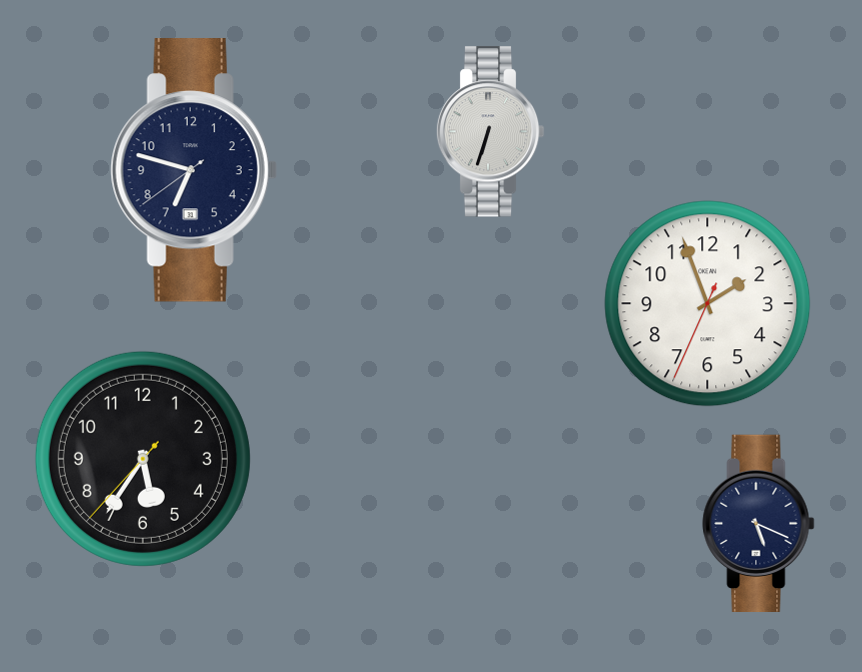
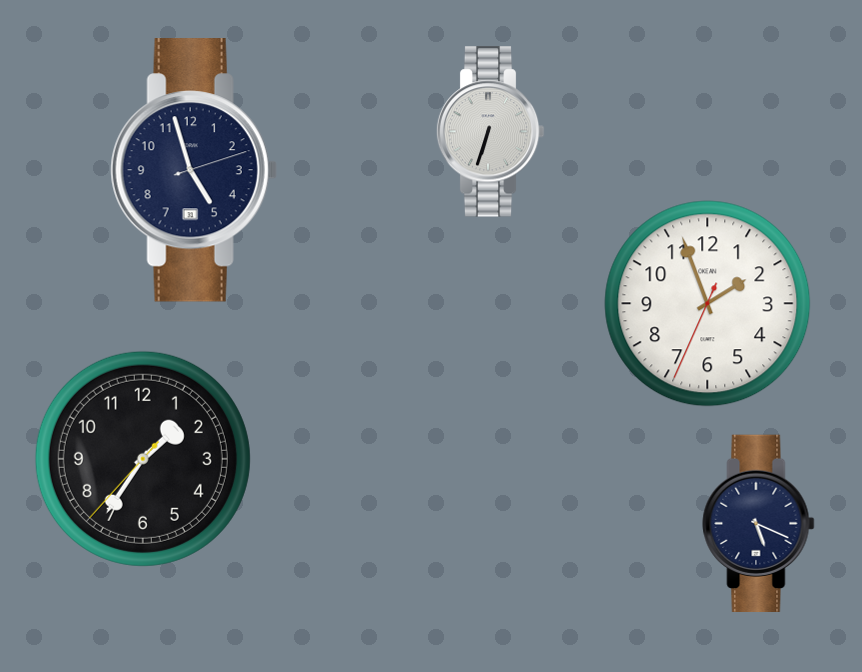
clock at (194, 170): 6:47 -> 4:57
clock at (143, 459): 5:35 -> 1:35
